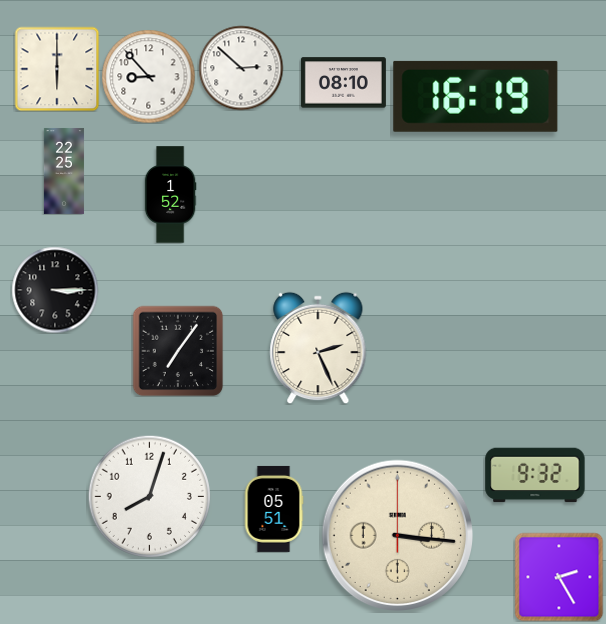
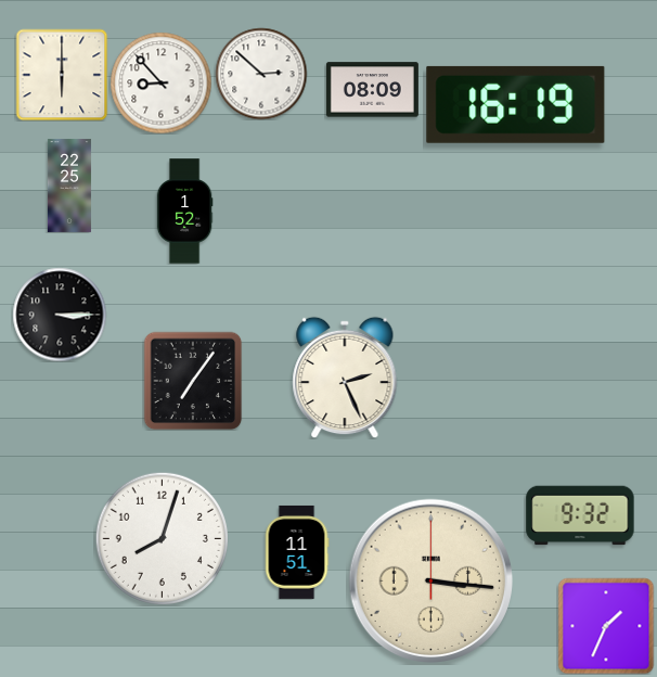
clock at (343, 83): 08:10 -> 08:09
clock at (274, 509): 05:51 -> 11:51
clock at (559, 577): 2:25 -> 1:34
